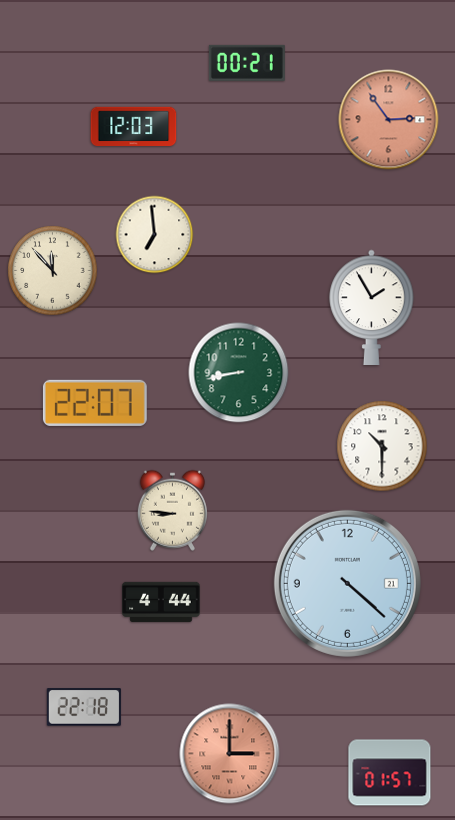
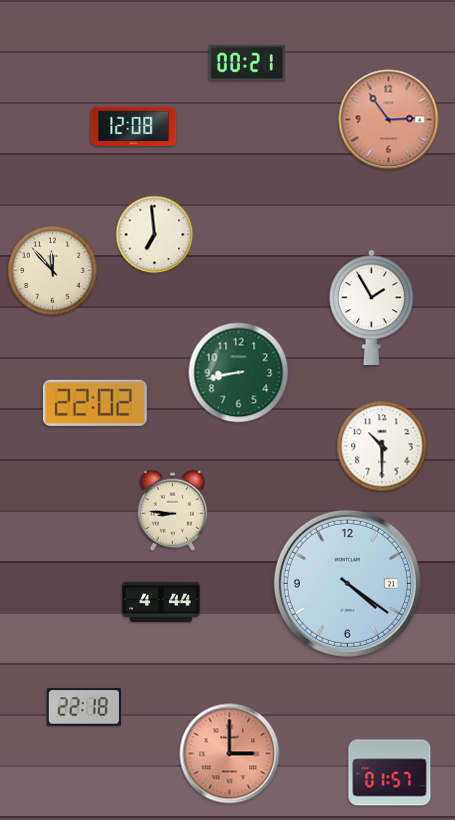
clock at (134, 127): 12:03 -> 12:08
clock at (95, 403): 22:07 -> 22:02
clock at (347, 583): 4:22 -> 4:21
